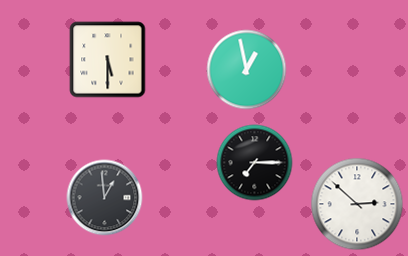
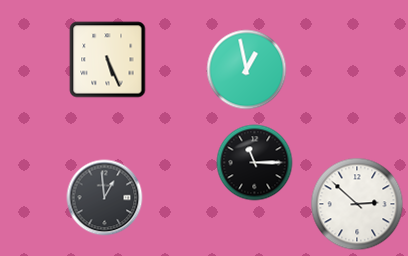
clock at (108, 60): 5:30 -> 5:26
clock at (255, 163): 7:15 -> 11:15
